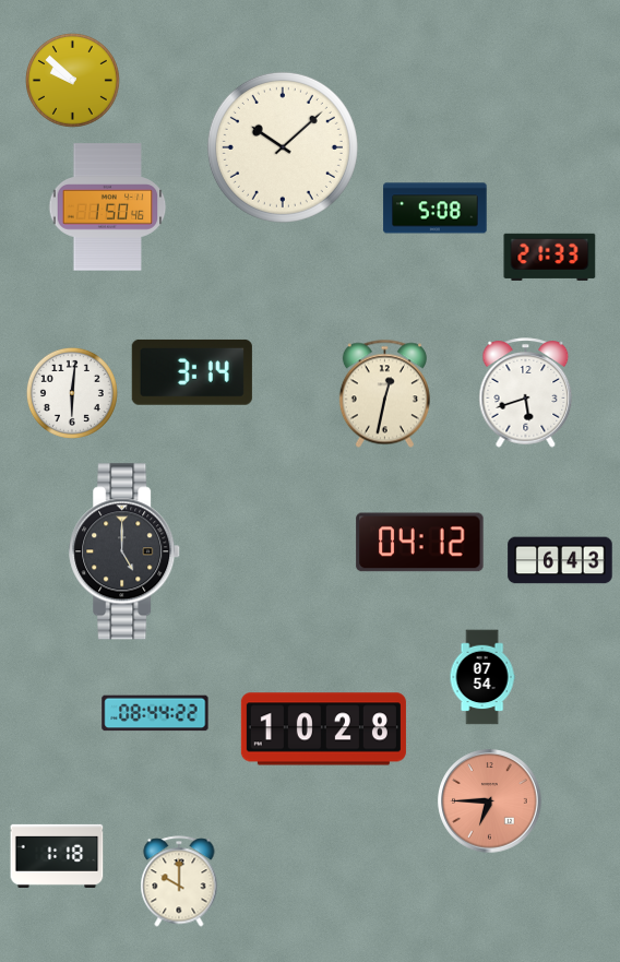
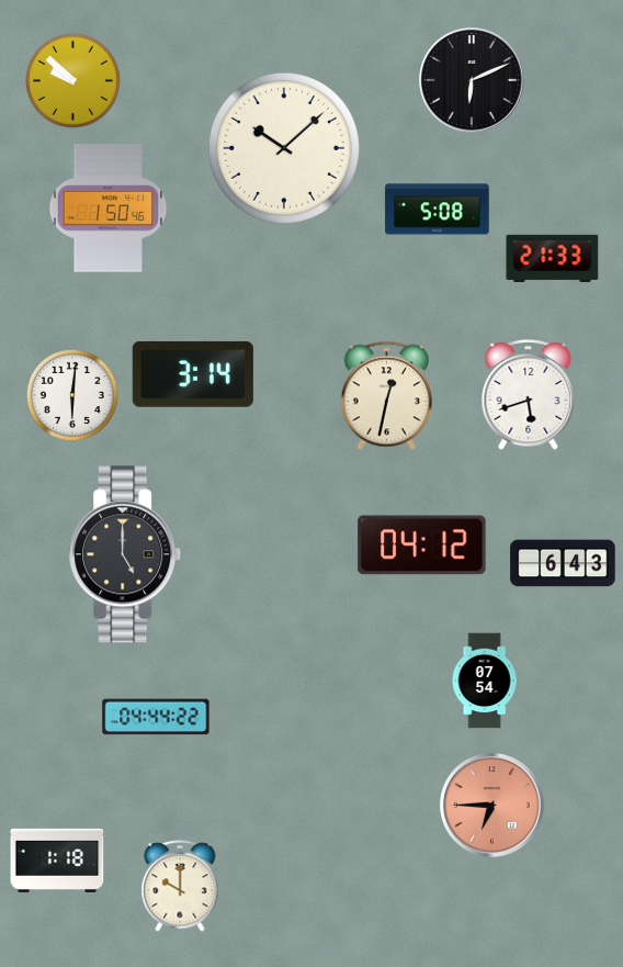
clock at (472, 80): none -> 6:11
clock at (155, 713): 08:44 -> 04:44
clock at (323, 729): 10:28 -> none
